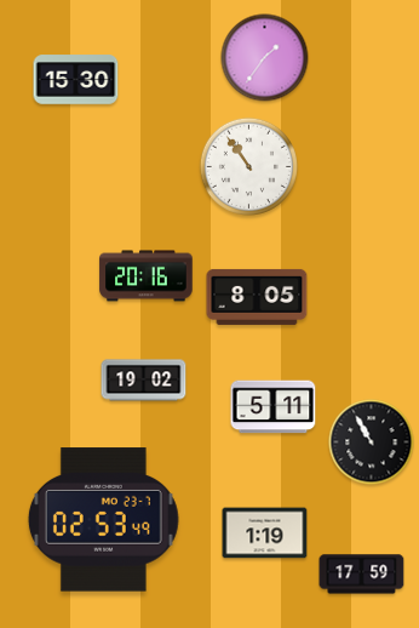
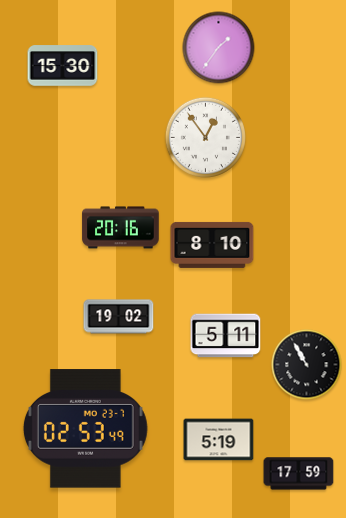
clock at (248, 166): 10:54 -> 12:54
clock at (257, 297): 8:05 -> 8:10
clock at (144, 381) position: (144, 381) -> (119, 317)
clock at (265, 533): 1:19 -> 5:19
